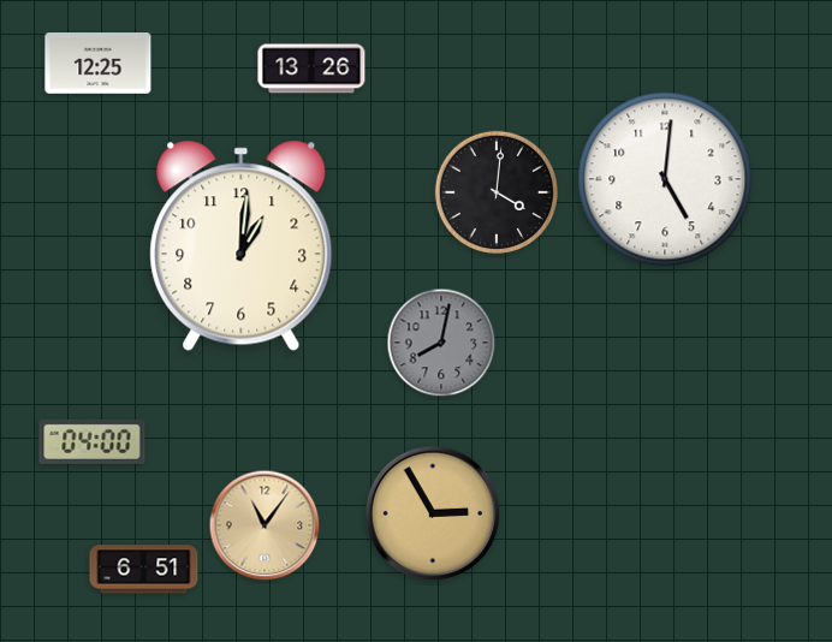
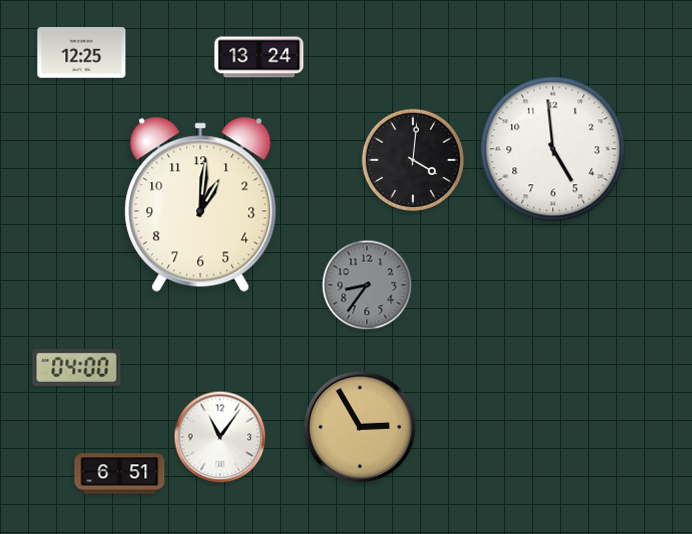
clock at (311, 69): 13:26 -> 13:24
clock at (665, 179): 5:01 -> 4:59
clock at (441, 343): 8:02 -> 8:36
clock at (265, 525) dial: champagne -> white
